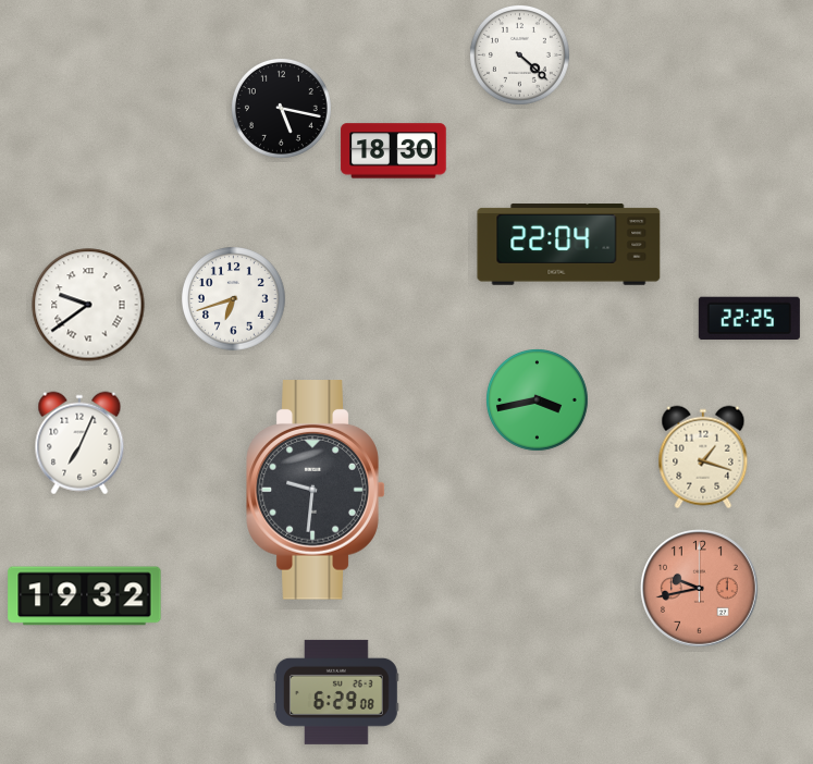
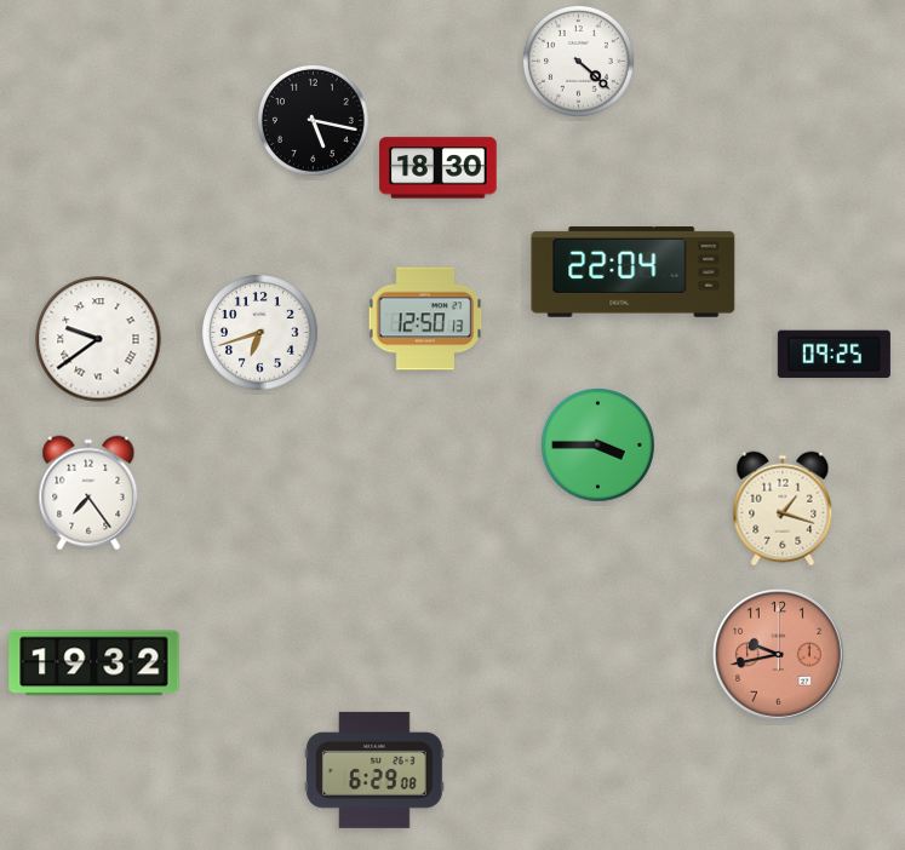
clock at (425, 318): none -> 12:50
clock at (749, 319): 22:25 -> 09:25
clock at (538, 401): 3:43 -> 3:45
clock at (79, 443): 7:04 -> 7:24
clock at (316, 490): 9:31 -> none
